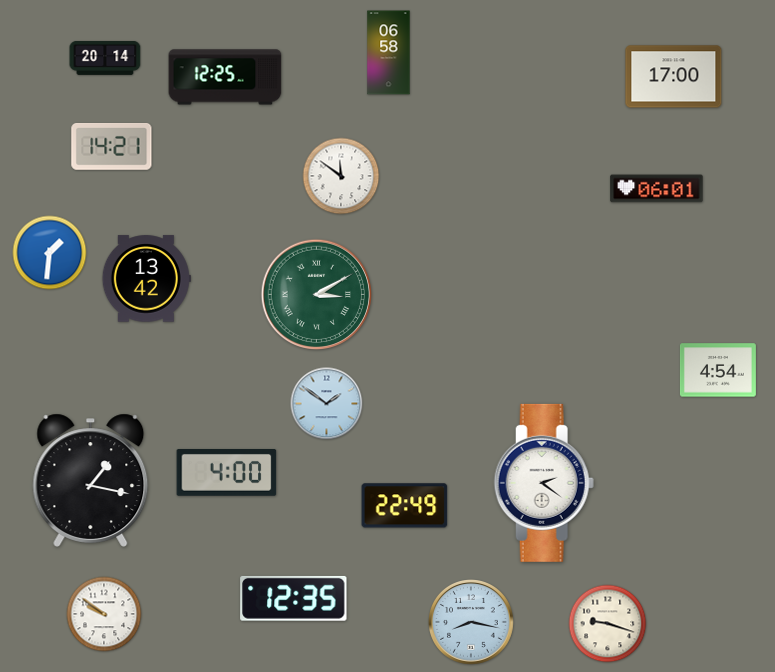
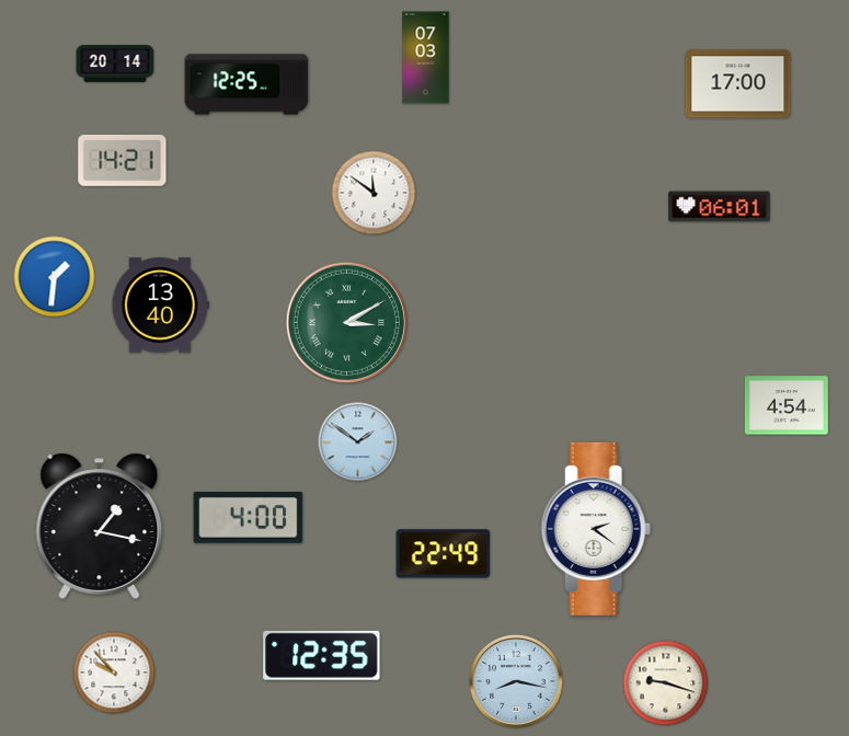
clock at (389, 53): 06:58 -> 07:03
clock at (146, 279): 13:42 -> 13:40
clock at (104, 614): 9:51 -> 9:53
